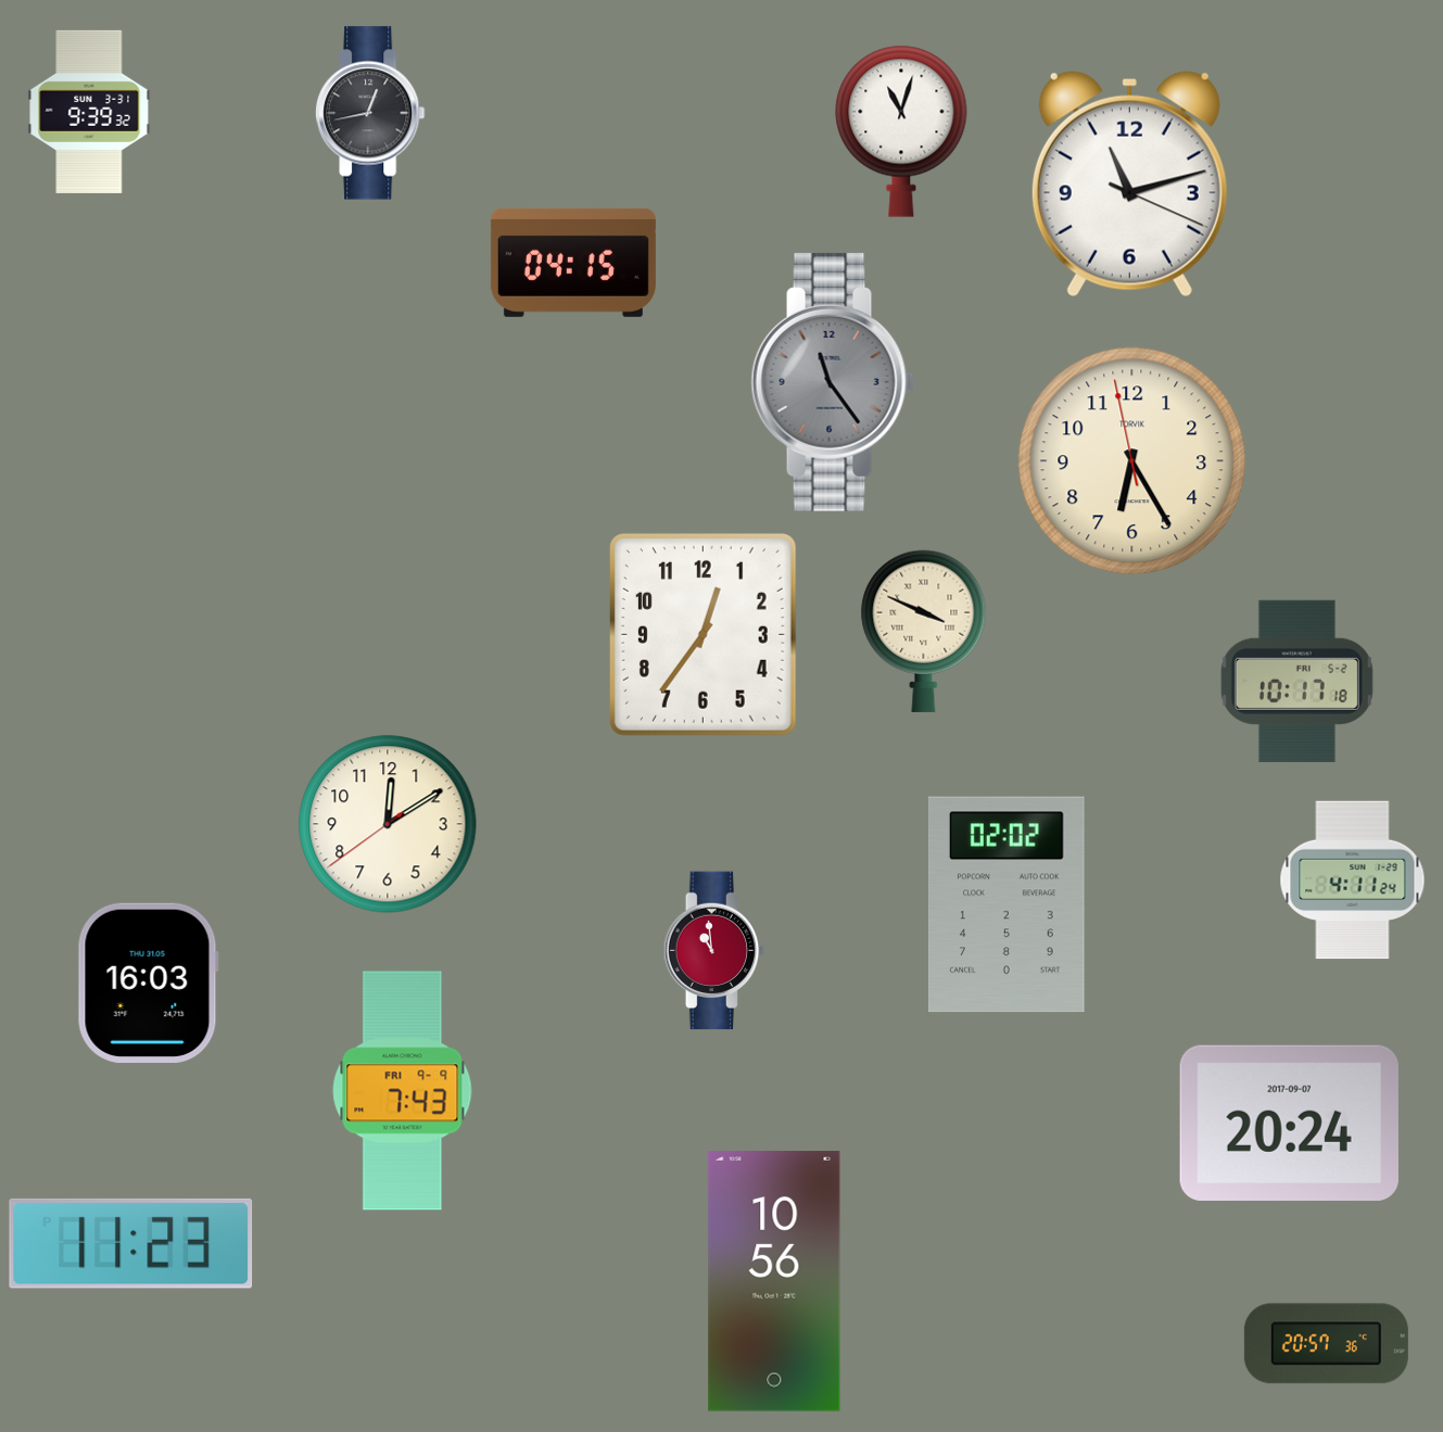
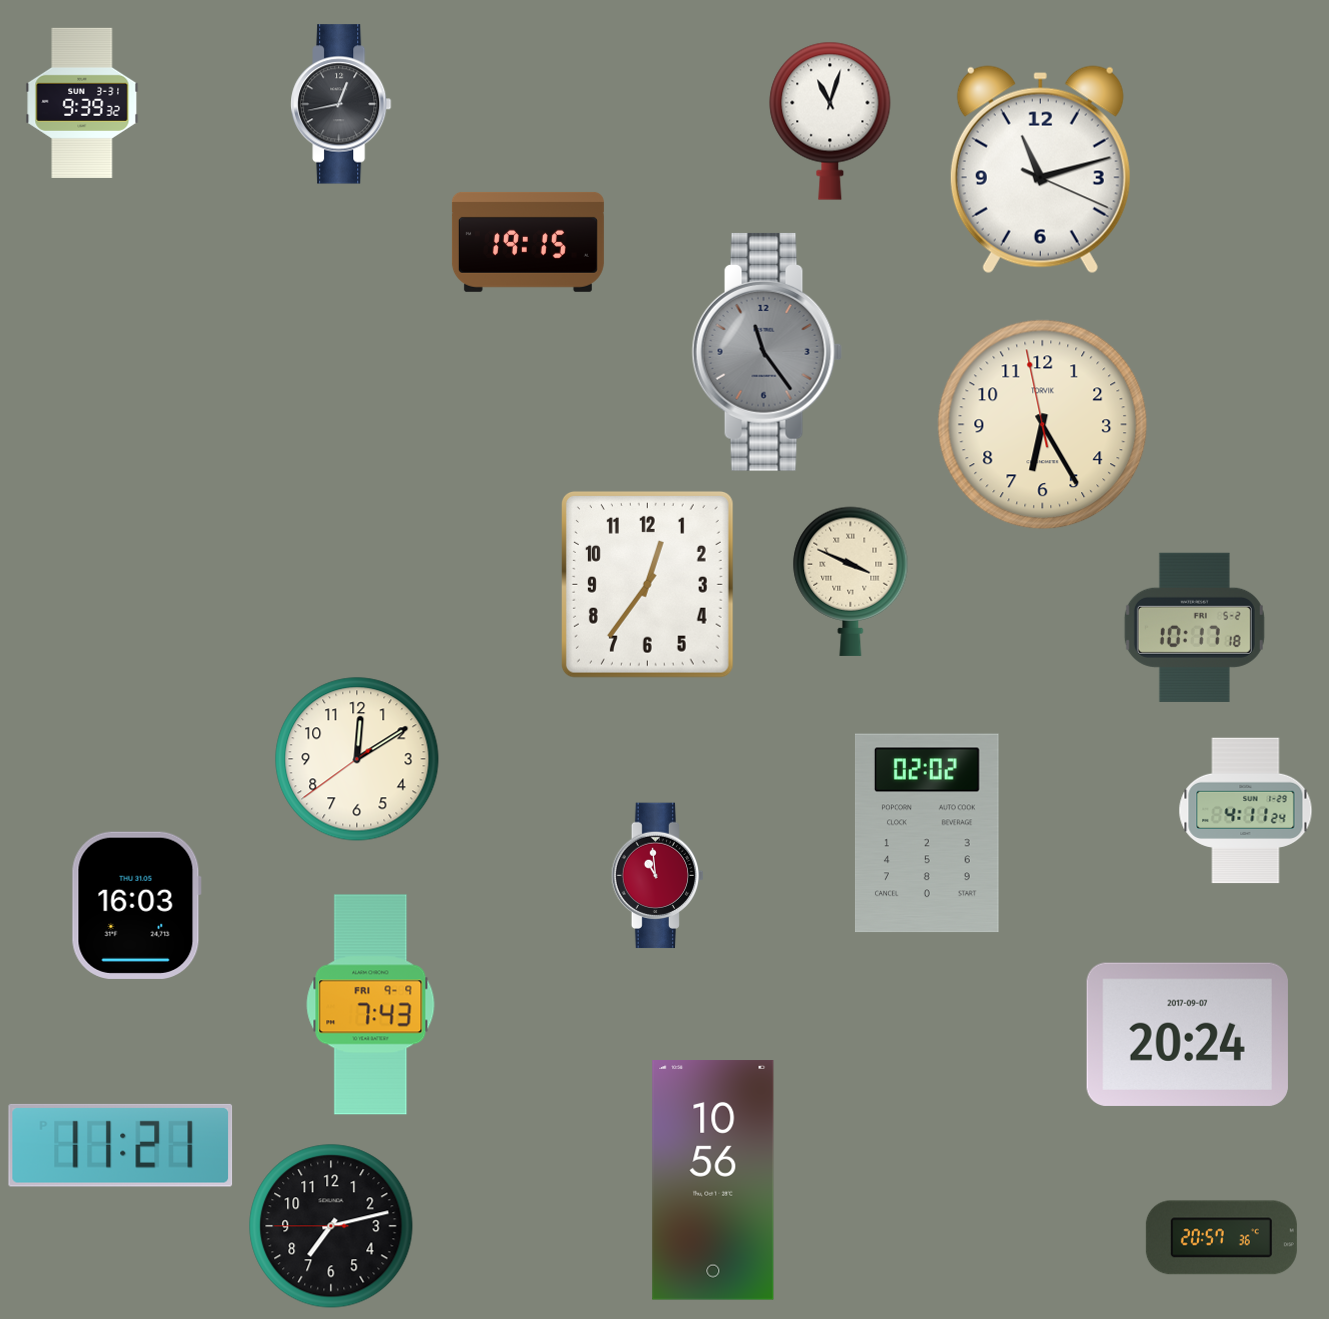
clock at (573, 263): 04:15 -> 19:15
clock at (131, 1243): 11:23 -> 11:21
clock at (331, 1226): none -> 7:12
